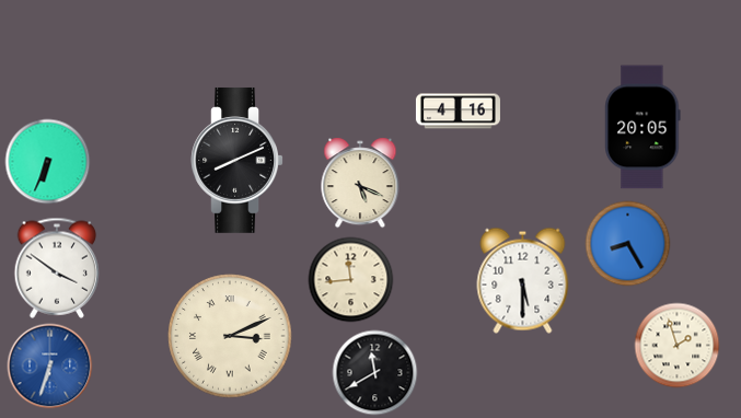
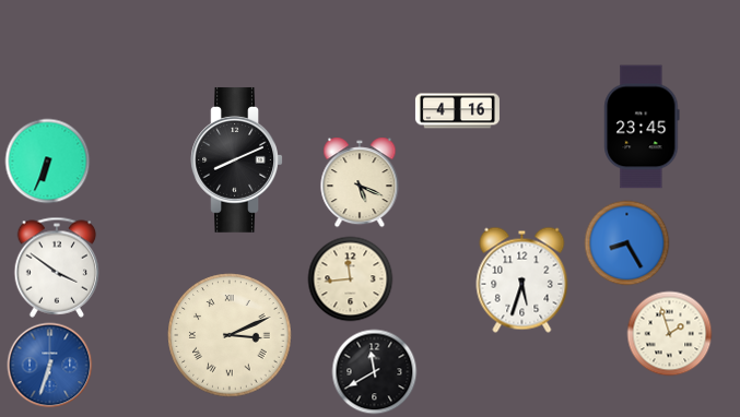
clock at (642, 127): 20:05 -> 23:45
clock at (523, 280): 5:30 -> 5:33
clock at (676, 345) position: (676, 345) -> (669, 333)
